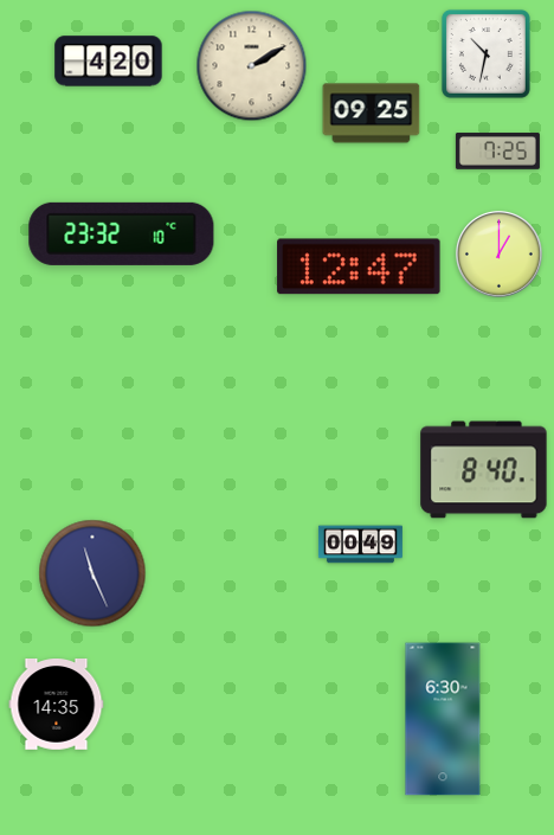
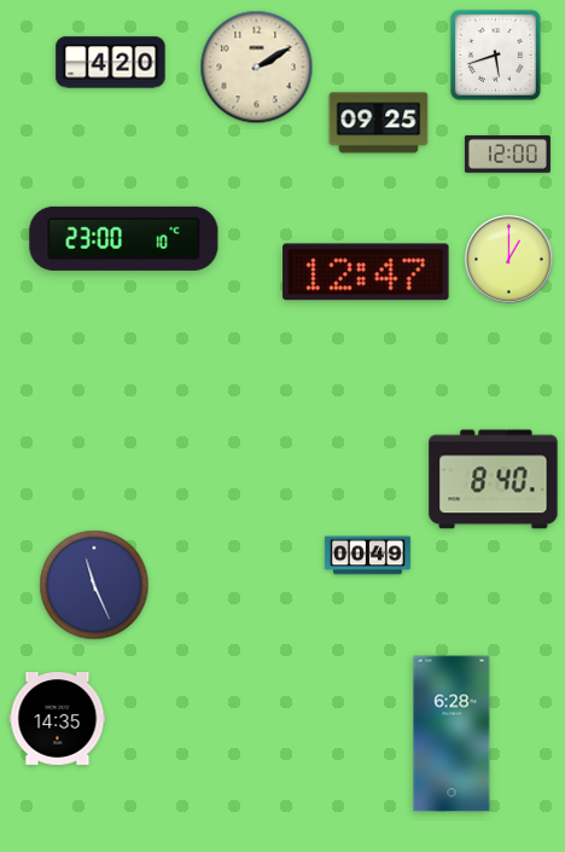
clock at (485, 53): 10:32 -> 5:42
clock at (372, 114) position: (372, 114) -> (379, 123)
clock at (497, 152): 7:25 -> 12:00
clock at (122, 233): 23:32 -> 23:00
clock at (443, 719): 6:30 -> 6:28
